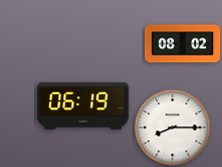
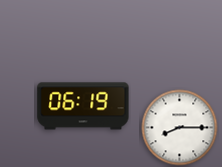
clock at (183, 44): 08:02 -> none
clock at (173, 128) position: (173, 128) -> (180, 128)
